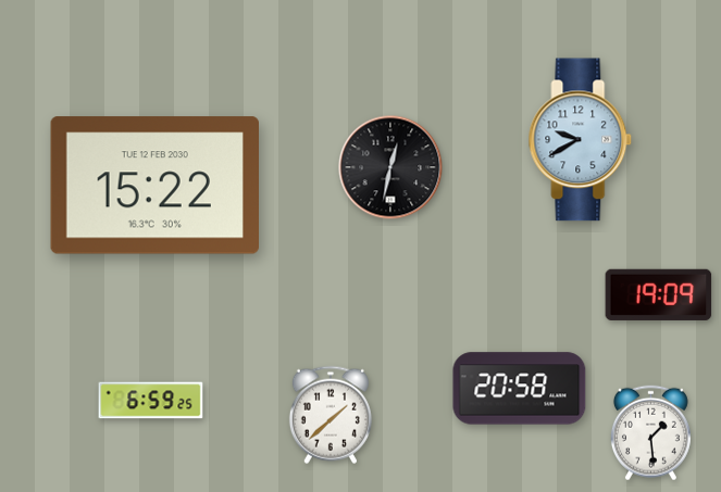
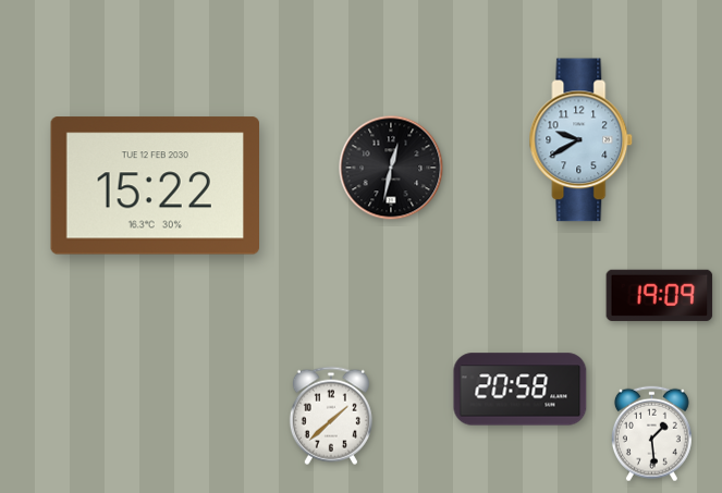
clock at (151, 401): 6:59 -> none
